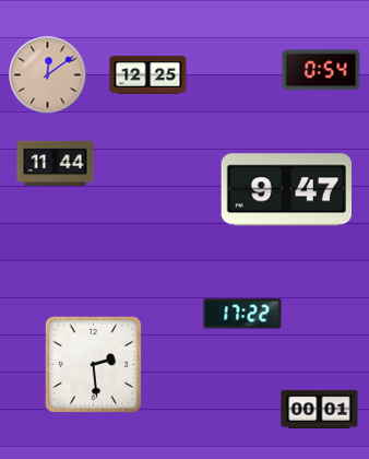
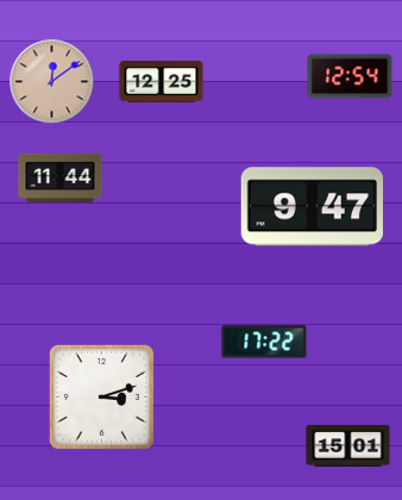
clock at (321, 70): 0:54 -> 12:54
clock at (93, 364): 2:29 -> 3:12
clock at (320, 409): 00:01 -> 15:01
